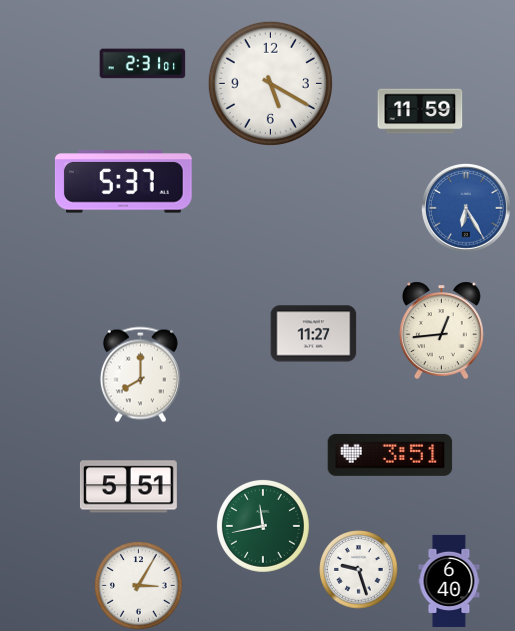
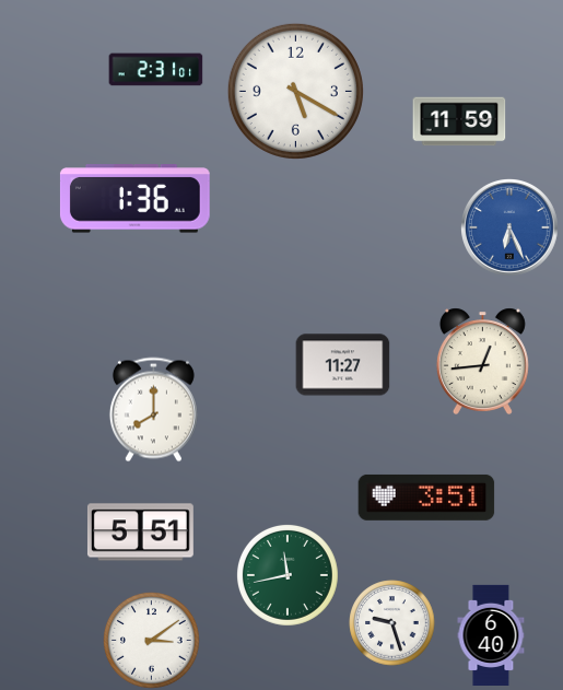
clock at (123, 182): 5:37 -> 1:36
clock at (467, 209): 6:25 -> 6:26
clock at (139, 586): 3:05 -> 3:09
